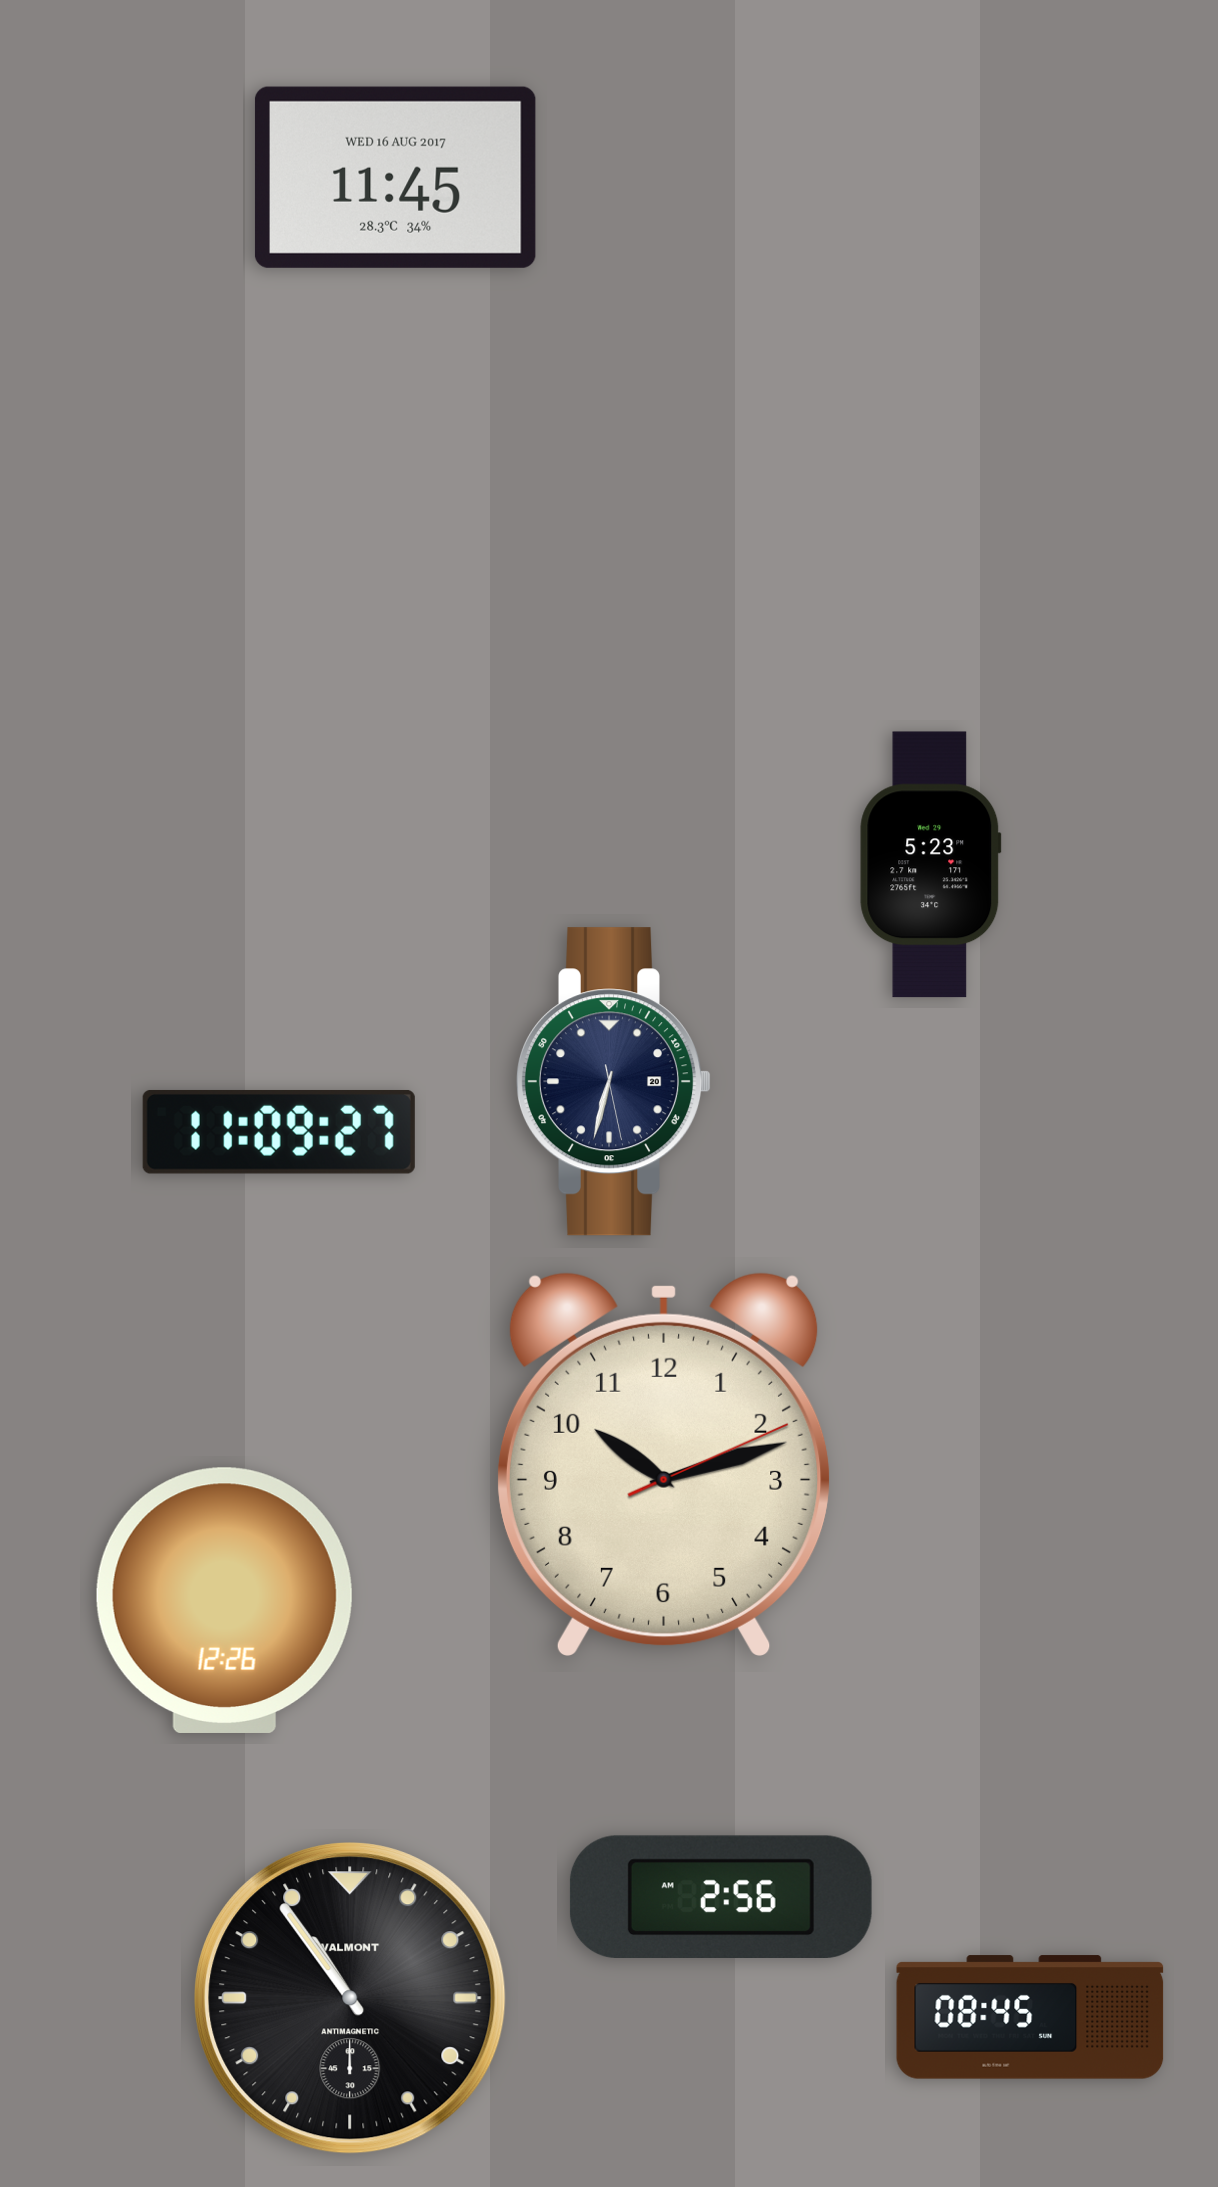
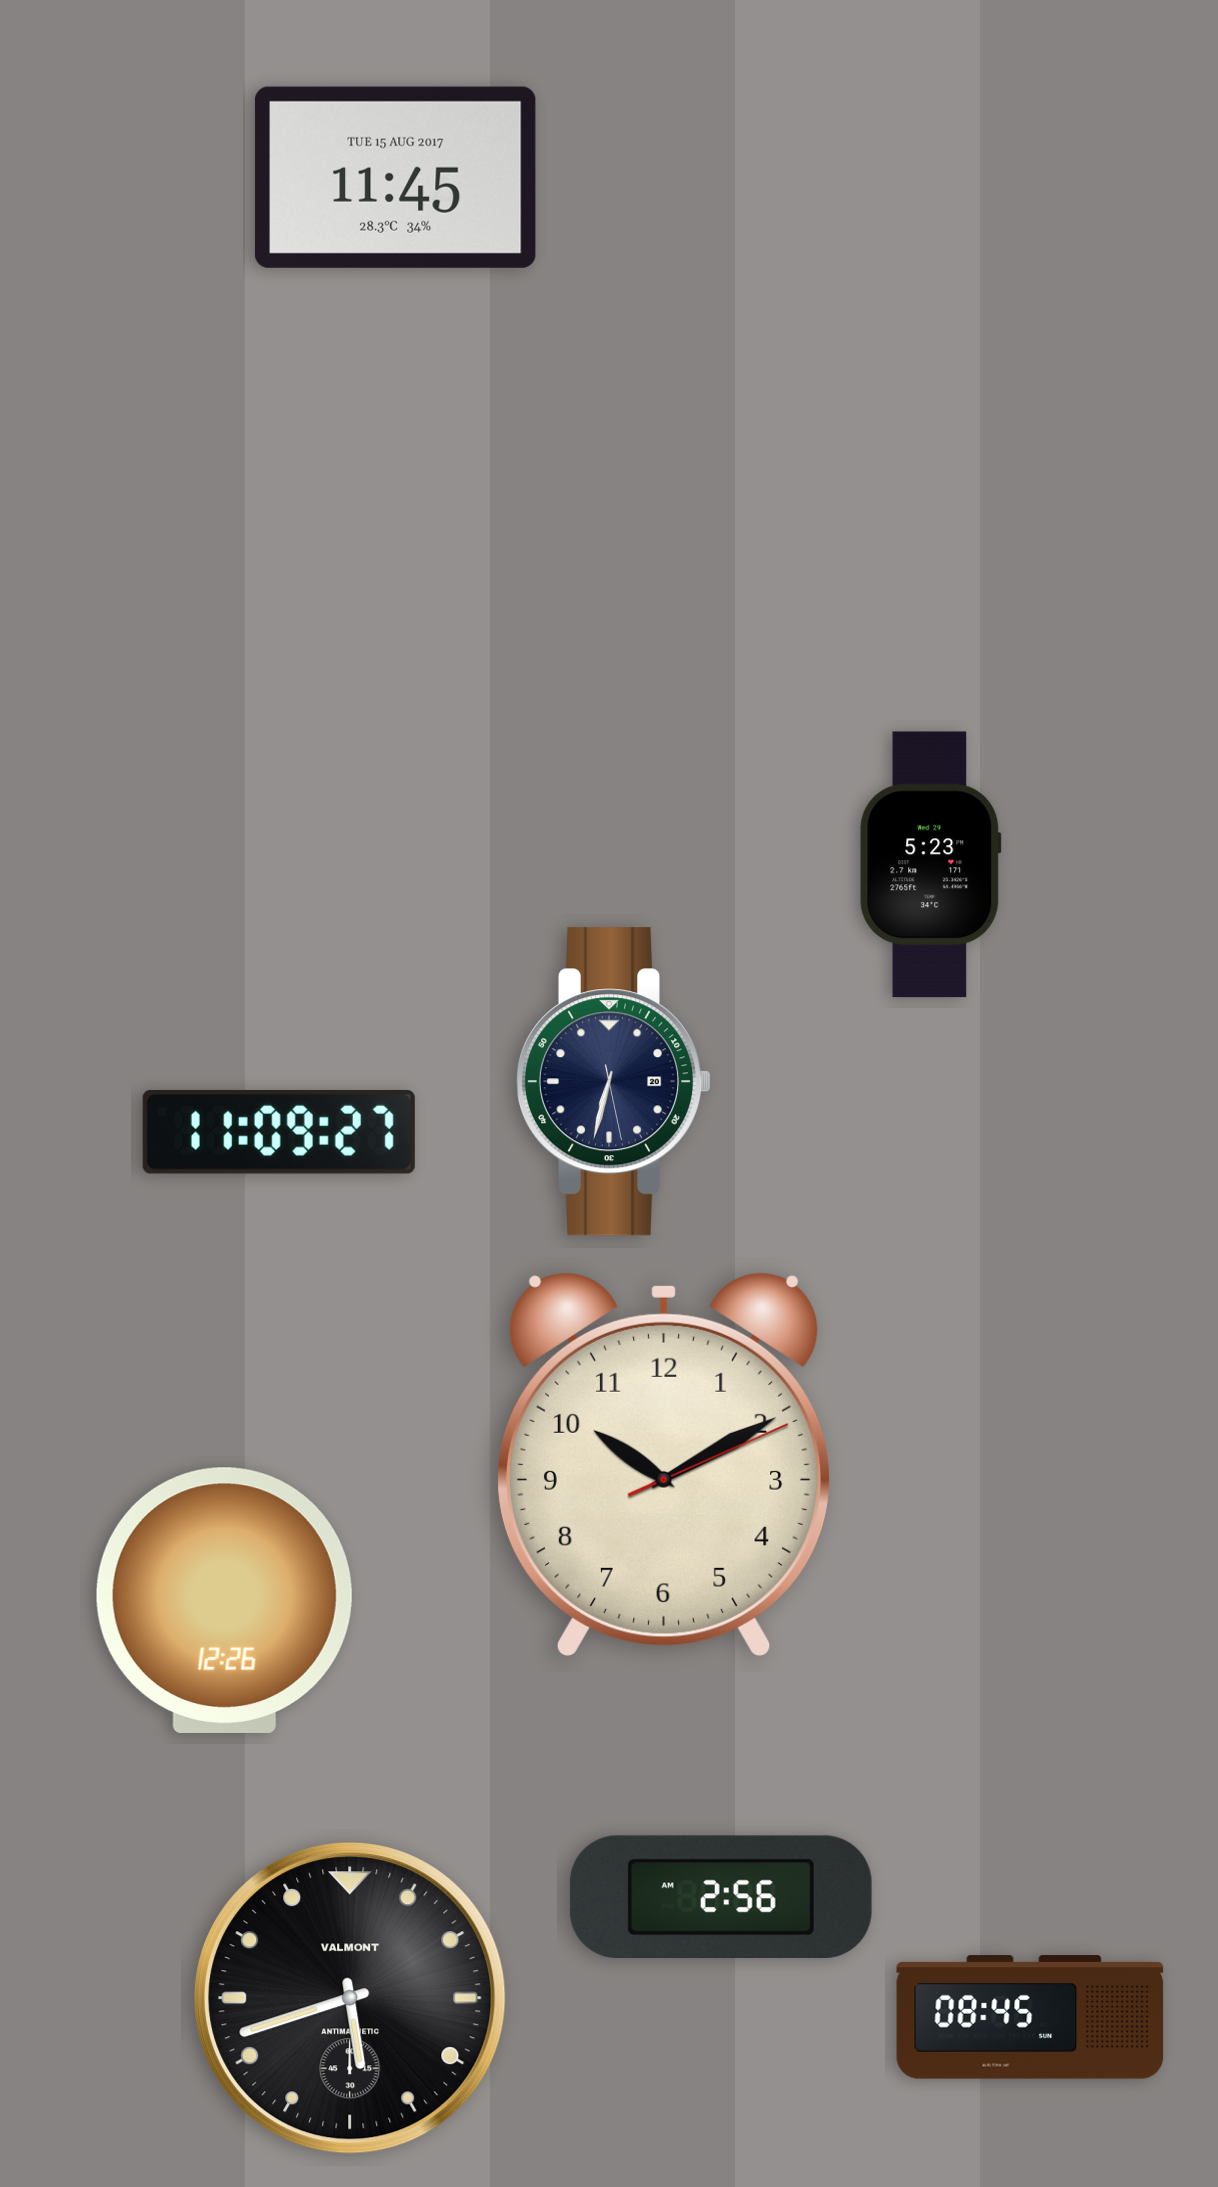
clock at (395, 177) date: WED 16 AUG 2017 -> TUE 15 AUG 2017
clock at (664, 1464): 10:12 -> 10:10
clock at (350, 1998): 10:54 -> 5:42
